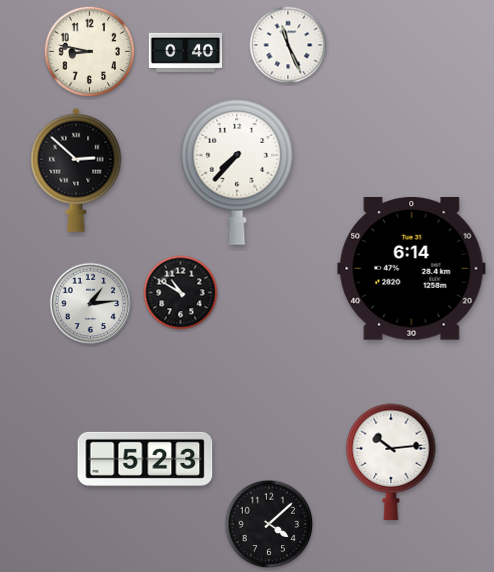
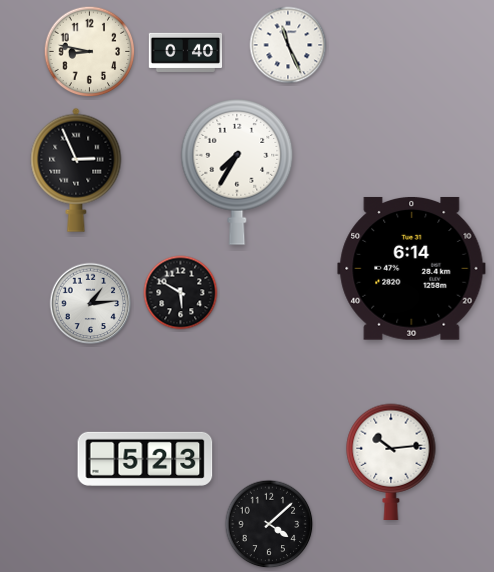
clock at (76, 170): 2:52 -> 2:56
clock at (237, 173): 7:37 -> 7:35
clock at (181, 293): 10:50 -> 5:50
